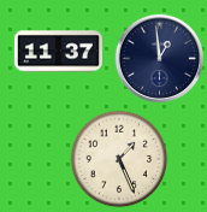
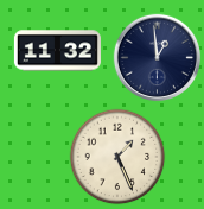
clock at (58, 52): 11:37 -> 11:32
